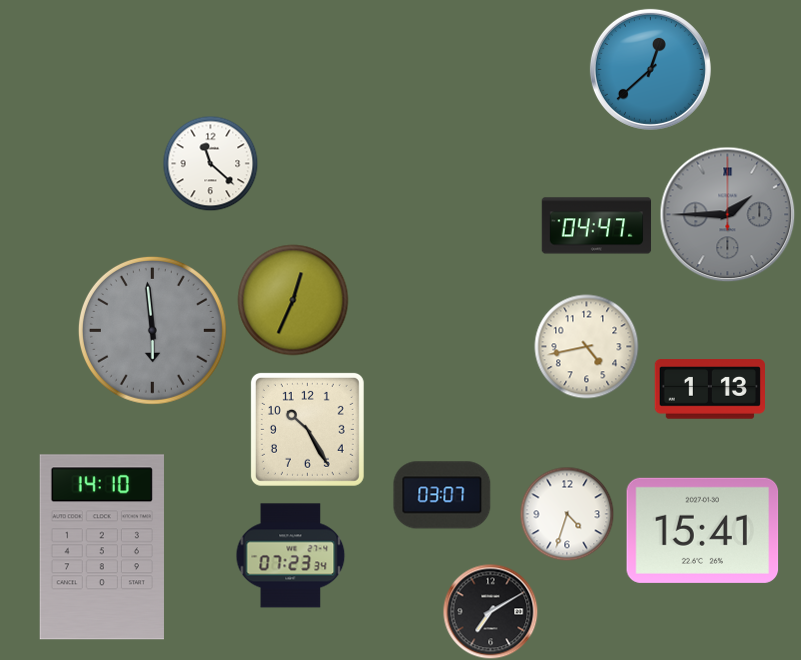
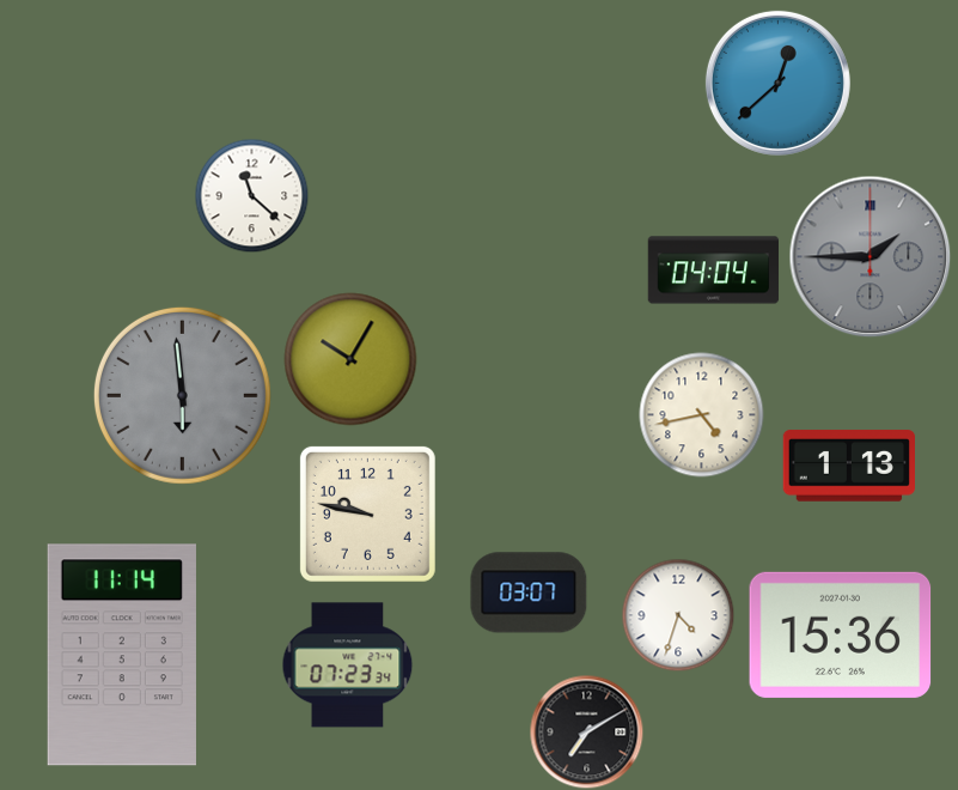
clock at (597, 226): 04:47 -> 04:04
clock at (293, 300): 12:34 -> 10:05
clock at (307, 429): 10:25 -> 9:47
clock at (703, 530): 15:41 -> 15:36
clock at (102, 547): 14:10 -> 11:14
